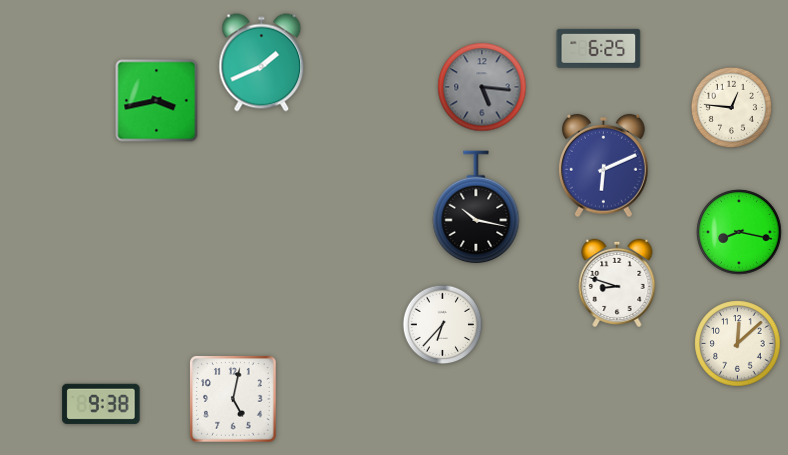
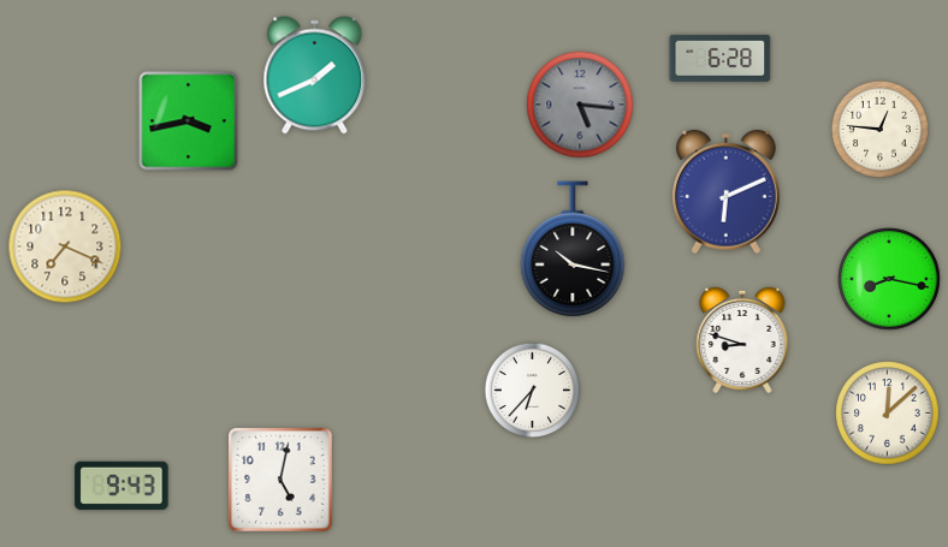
clock at (599, 48): 6:25 -> 6:28
clock at (604, 166) position: (604, 166) -> (727, 192)
clock at (65, 246): none -> 7:19
clock at (101, 404): 9:38 -> 9:43
